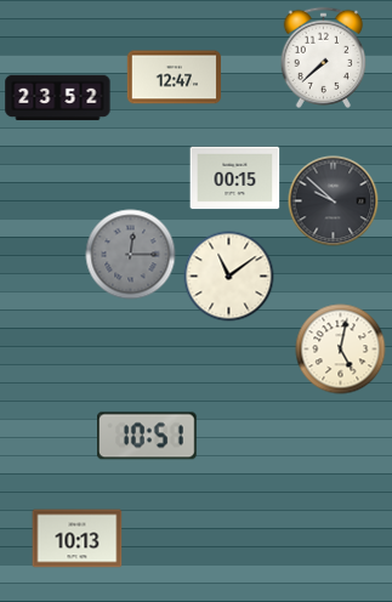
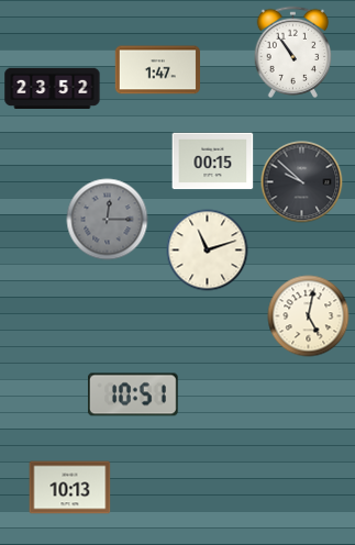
clock at (323, 57): 7:38 -> 10:54
clock at (174, 78): 12:47 -> 1:47
clock at (131, 255) position: (131, 255) -> (108, 220)
clock at (229, 277): 11:09 -> 11:12
